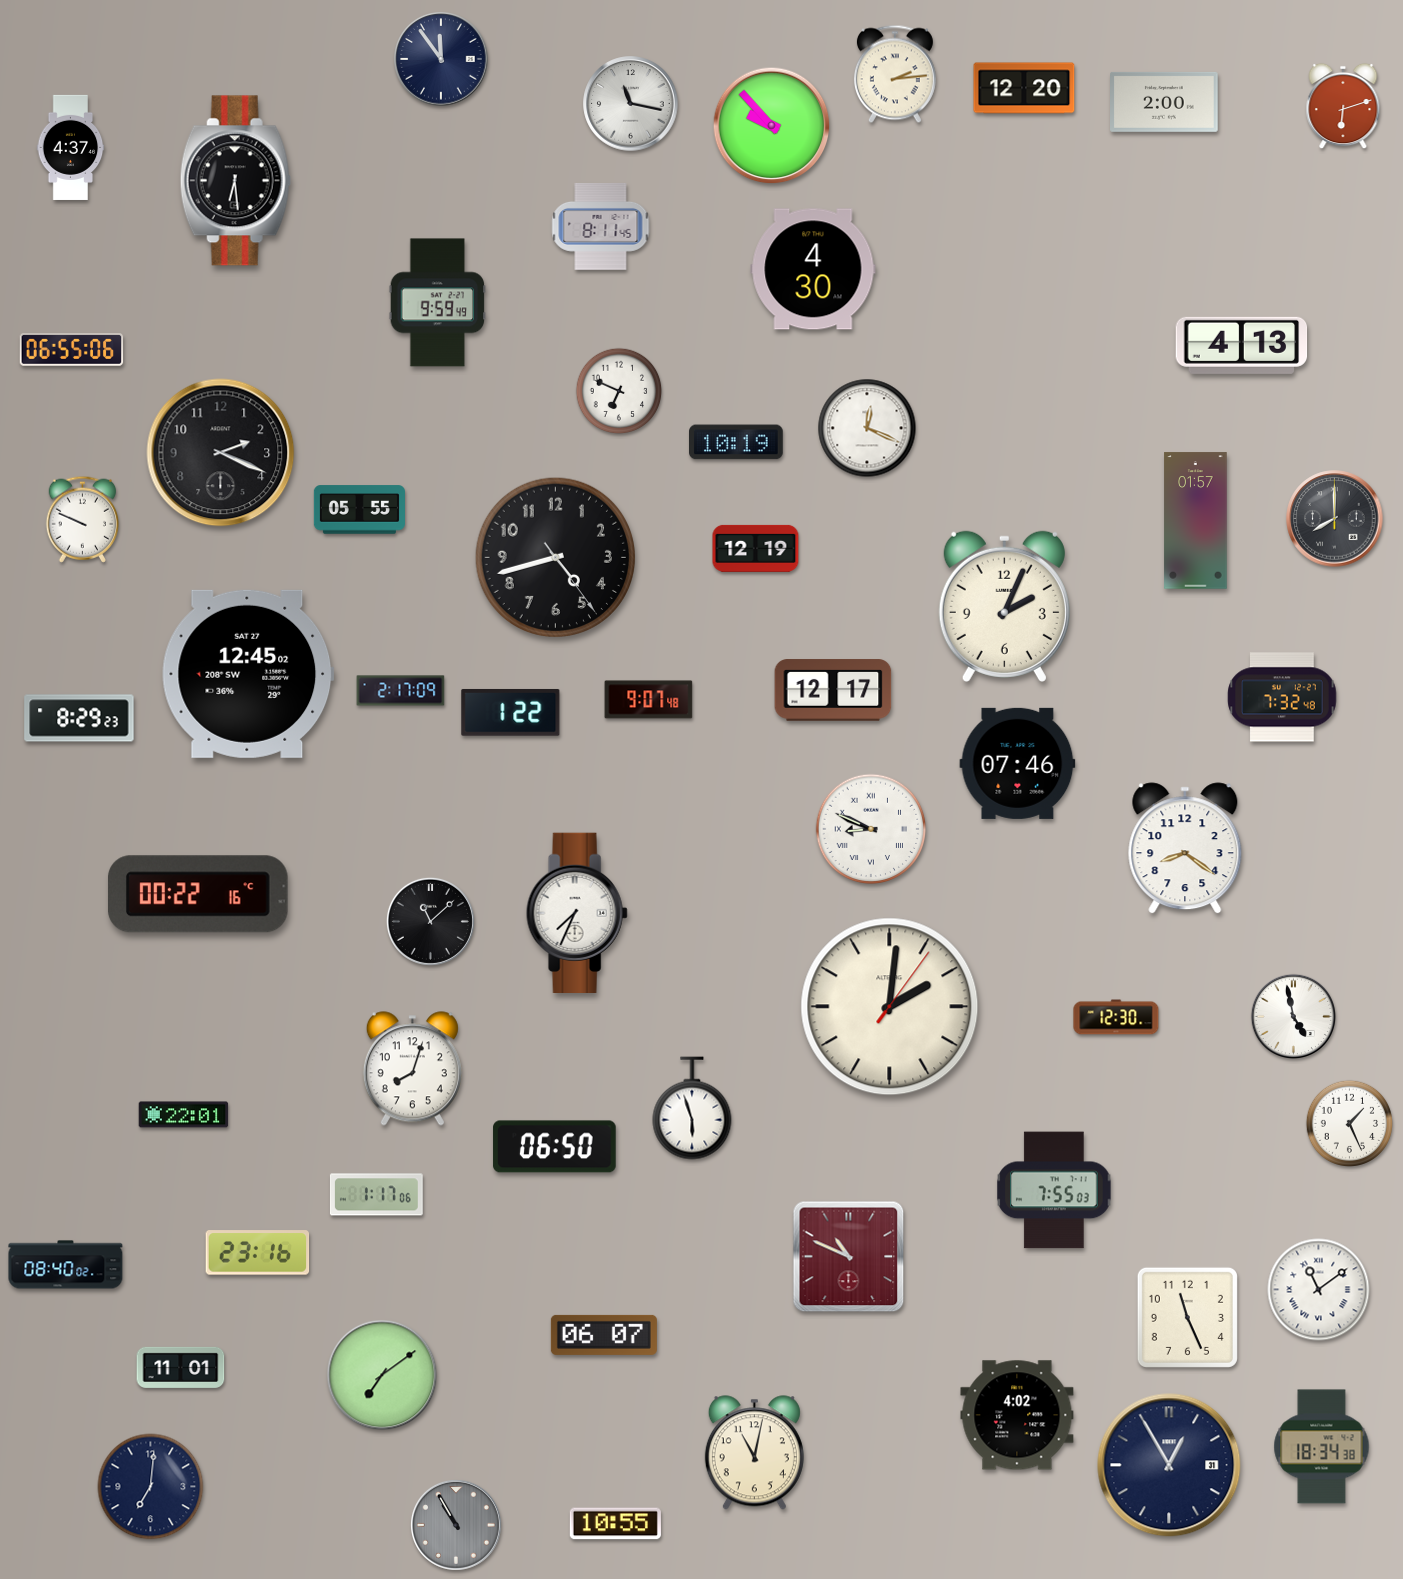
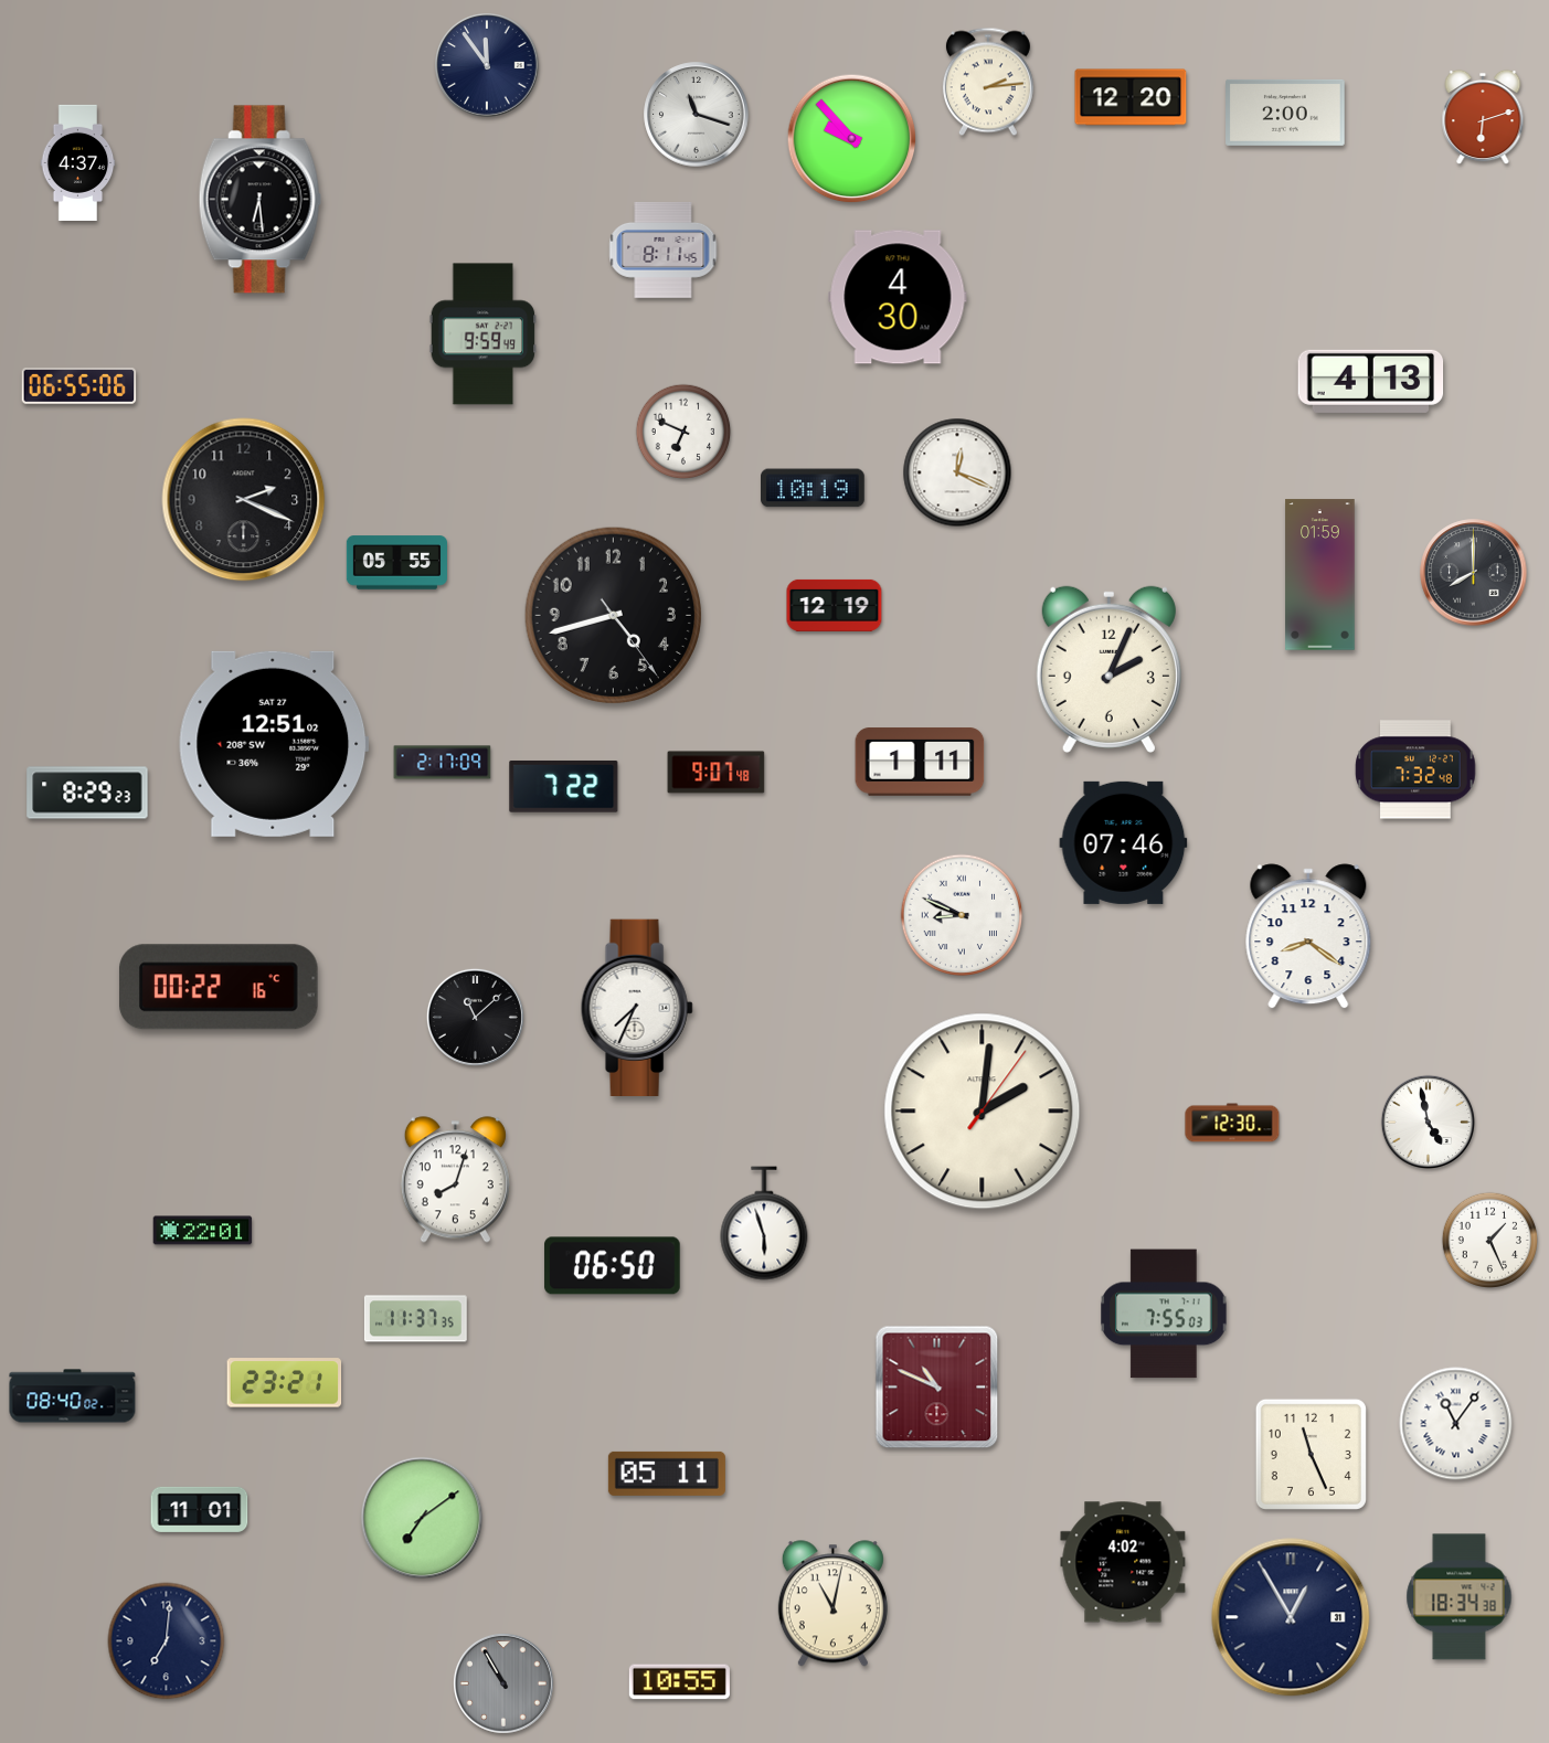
clock at (631, 104): 11:17 -> 11:18
clock at (82, 519): 9:49 -> none
clock at (1196, 521): 01:57 -> 01:59
clock at (248, 674): 12:45 -> 12:51
clock at (833, 690): 12:17 -> 1:11
clock at (511, 712): 1:22 -> 7:22
clock at (376, 1195): 1:17 -> 11:37
clock at (258, 1253): 23:16 -> 23:21
clock at (1319, 1290): 11:09 -> 11:06
clock at (604, 1335): 06:07 -> 05:11
